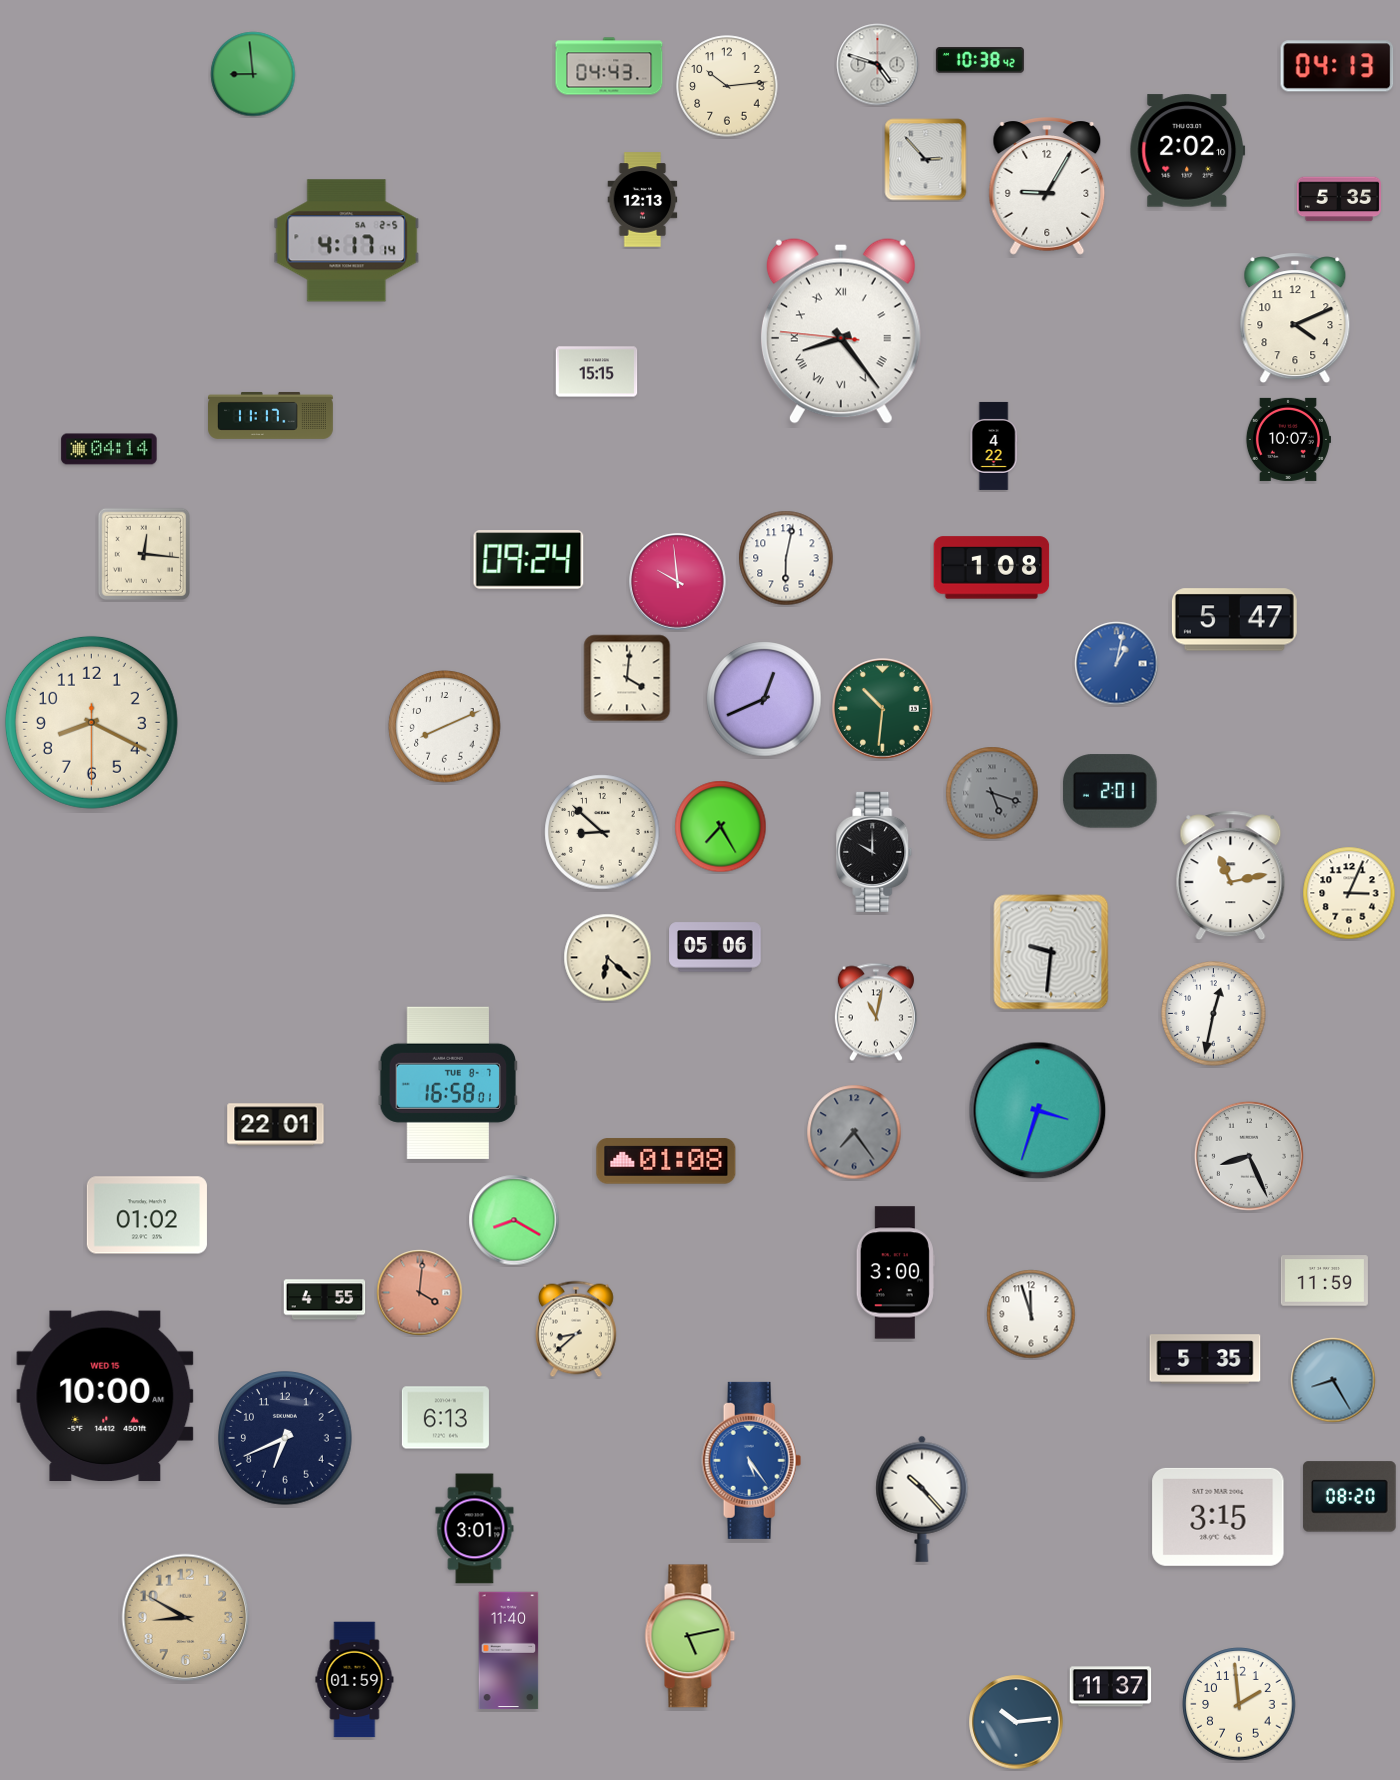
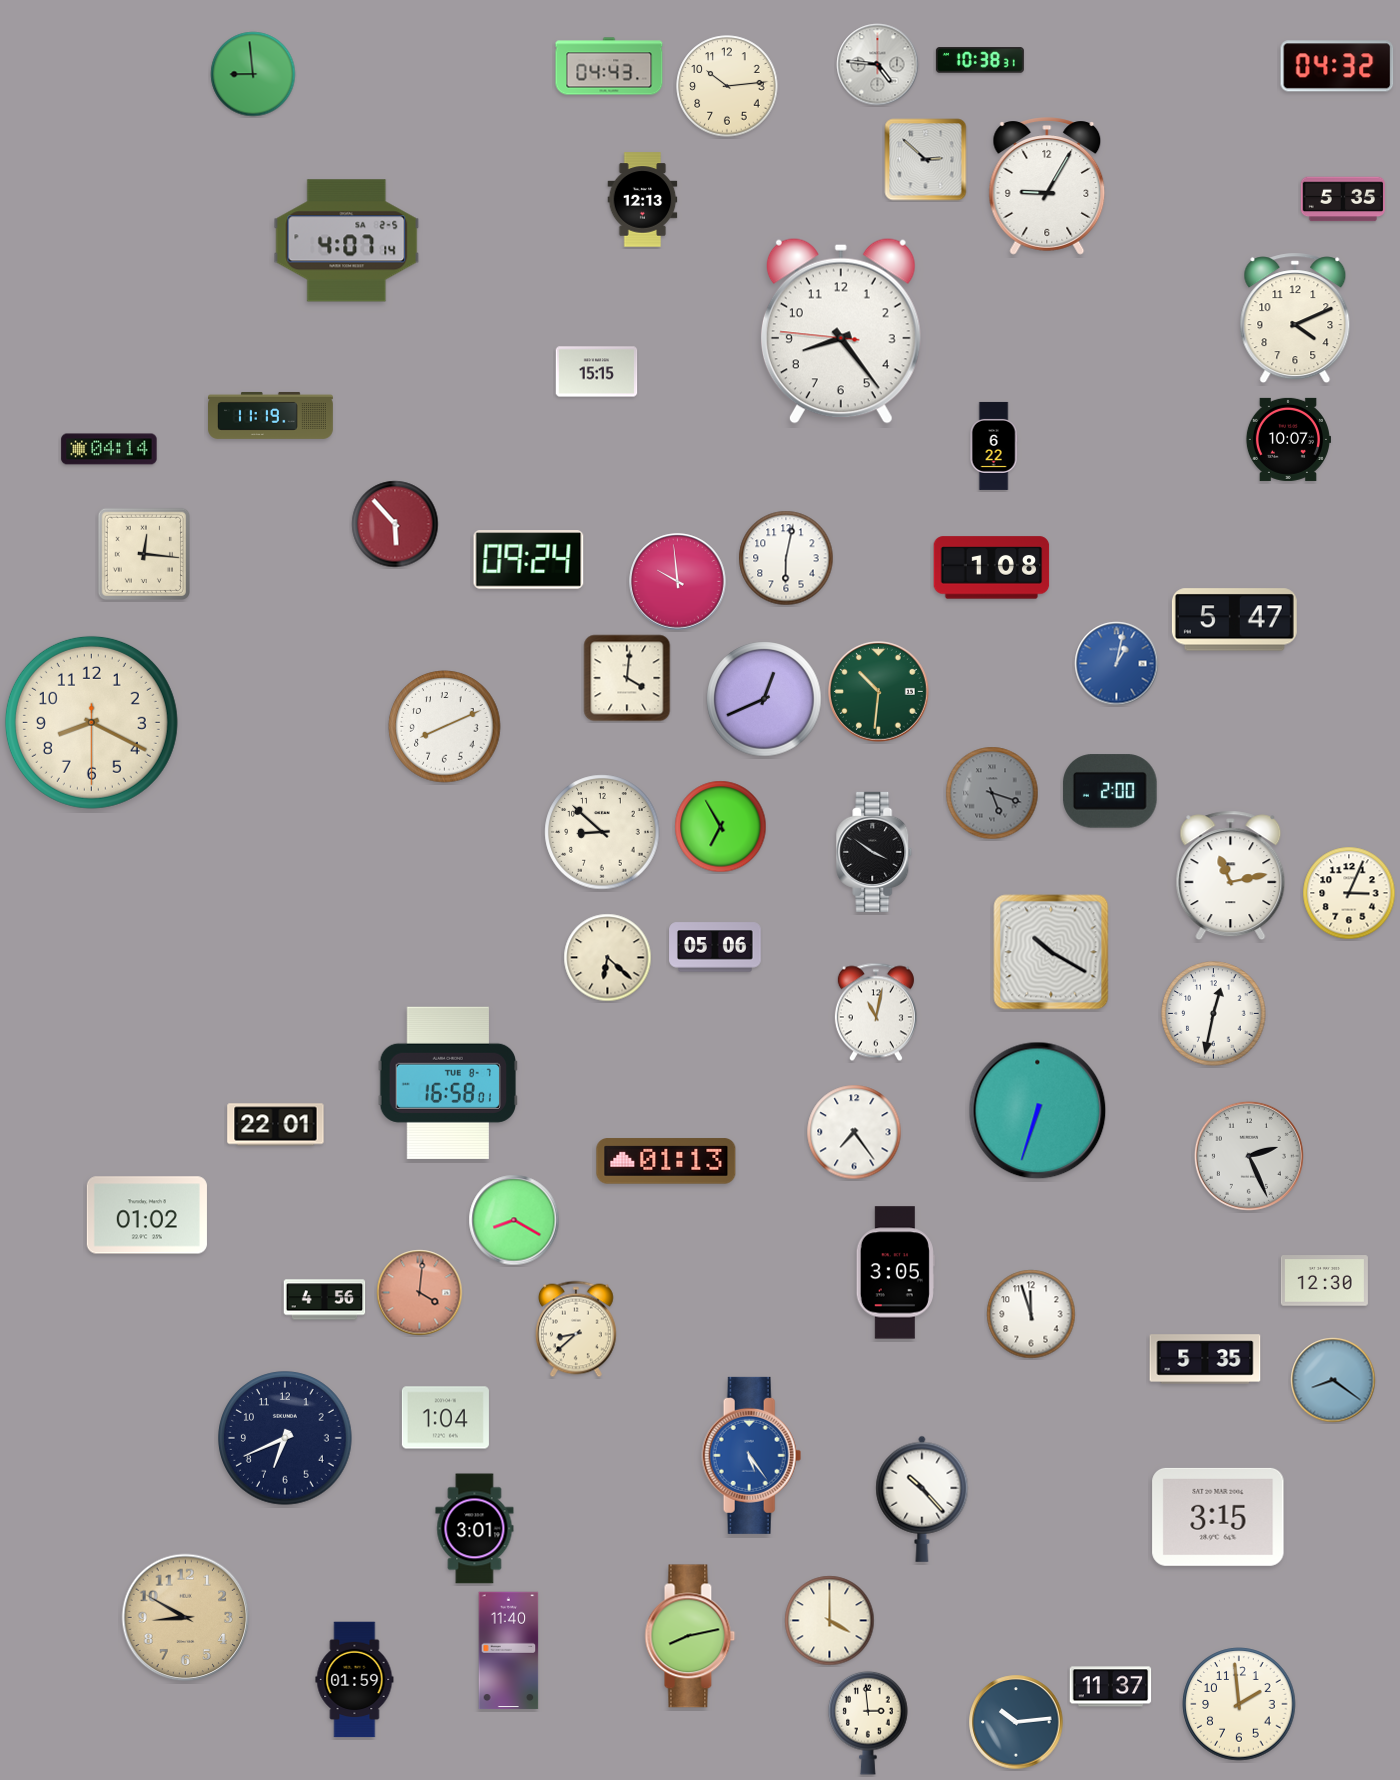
clock at (980, 60): 10:38:42 -> 10:38:31
clock at (878, 65): 4:48 -> 4:46
clock at (1337, 66): 04:13 -> 04:32
clock at (1188, 151): 2:02 -> none
clock at (926, 160): 2:53 -> 2:52
clock at (1338, 199) position: (1338, 199) -> (1342, 199)
clock at (347, 241): 4:17 -> 4:07
clock at (841, 331) numerals: Roman -> Arabic
clock at (271, 415): 11:17 -> 11:19
clock at (994, 446): 4:22 -> 6:22
clock at (395, 524): none -> 5:53
clock at (883, 709) position: (883, 709) -> (879, 692)
clock at (1110, 791): 2:01 -> 2:00
clock at (721, 827): 7:25 -> 6:55
clock at (874, 852): 10:00 -> 3:51
clock at (1051, 952): 9:31 -> 10:20
clock at (1038, 1111): 3:33 -> 6:33
clock at (854, 1132) dial: grey -> white
clock at (1249, 1156): 8:26 -> 2:26
clock at (666, 1161): 01:08 -> 01:13
clock at (895, 1273): 3:00 -> 3:05
clock at (1324, 1281): 11:59 -> 12:30
clock at (325, 1300): 4:55 -> 4:56
clock at (1333, 1380): 8:25 -> 8:21
clock at (105, 1395): 10:00 -> none
clock at (445, 1418): 6:13 -> 1:04
clock at (752, 1460) position: (752, 1460) -> (752, 1455)
clock at (1350, 1497): 08:20 -> none
clock at (830, 1621): none -> 4:00
clock at (690, 1636): 5:13 -> 8:13
clock at (868, 1723): none -> 2:59
